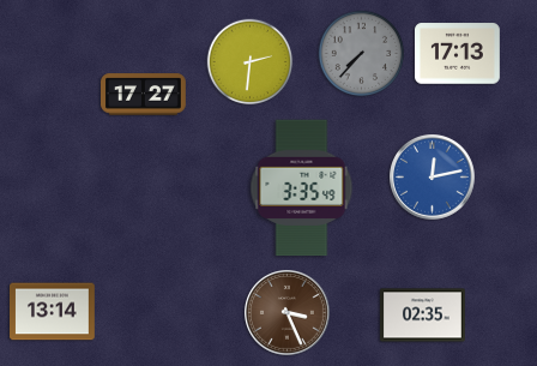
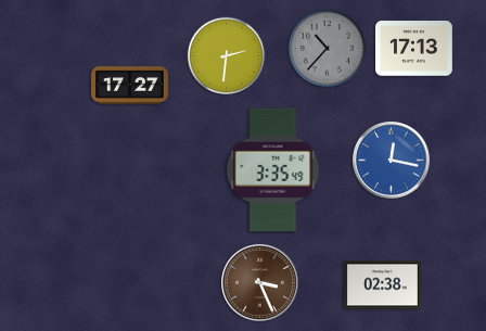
clock at (362, 54): 7:37 -> 10:37
clock at (433, 178): 12:13 -> 12:17
clock at (53, 312): 13:14 -> none
clock at (423, 316): 02:35 -> 02:38
